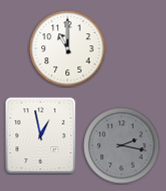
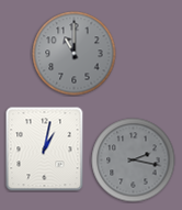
clock at (68, 49) dial: white -> grey
clock at (41, 136): 12:58 -> 1:02
